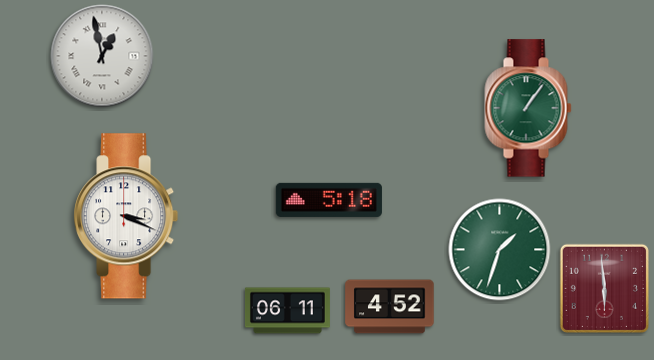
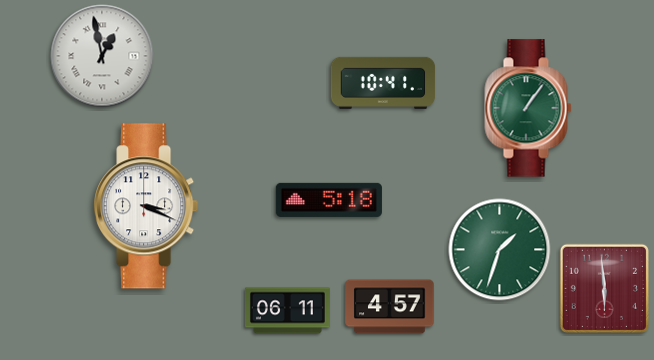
clock at (383, 83): none -> 10:41
clock at (126, 216) position: (126, 216) -> (146, 206)
clock at (390, 307): 4:52 -> 4:57
